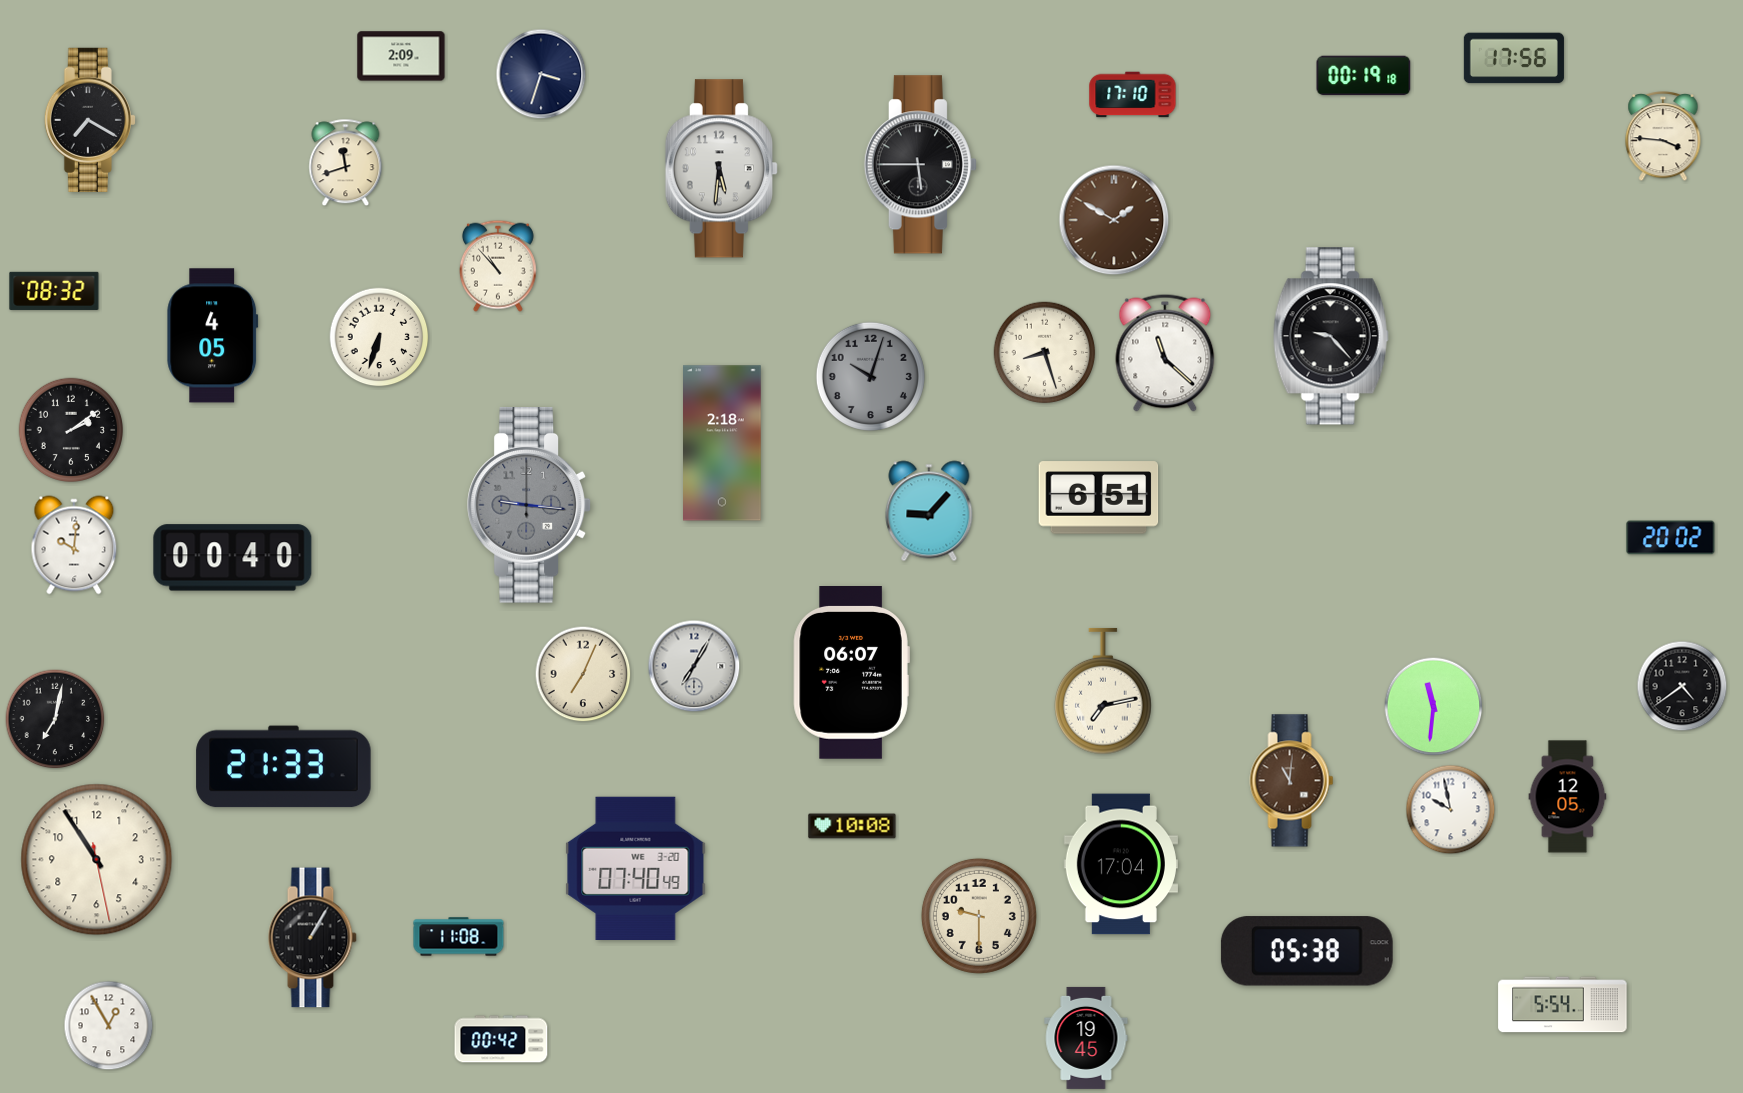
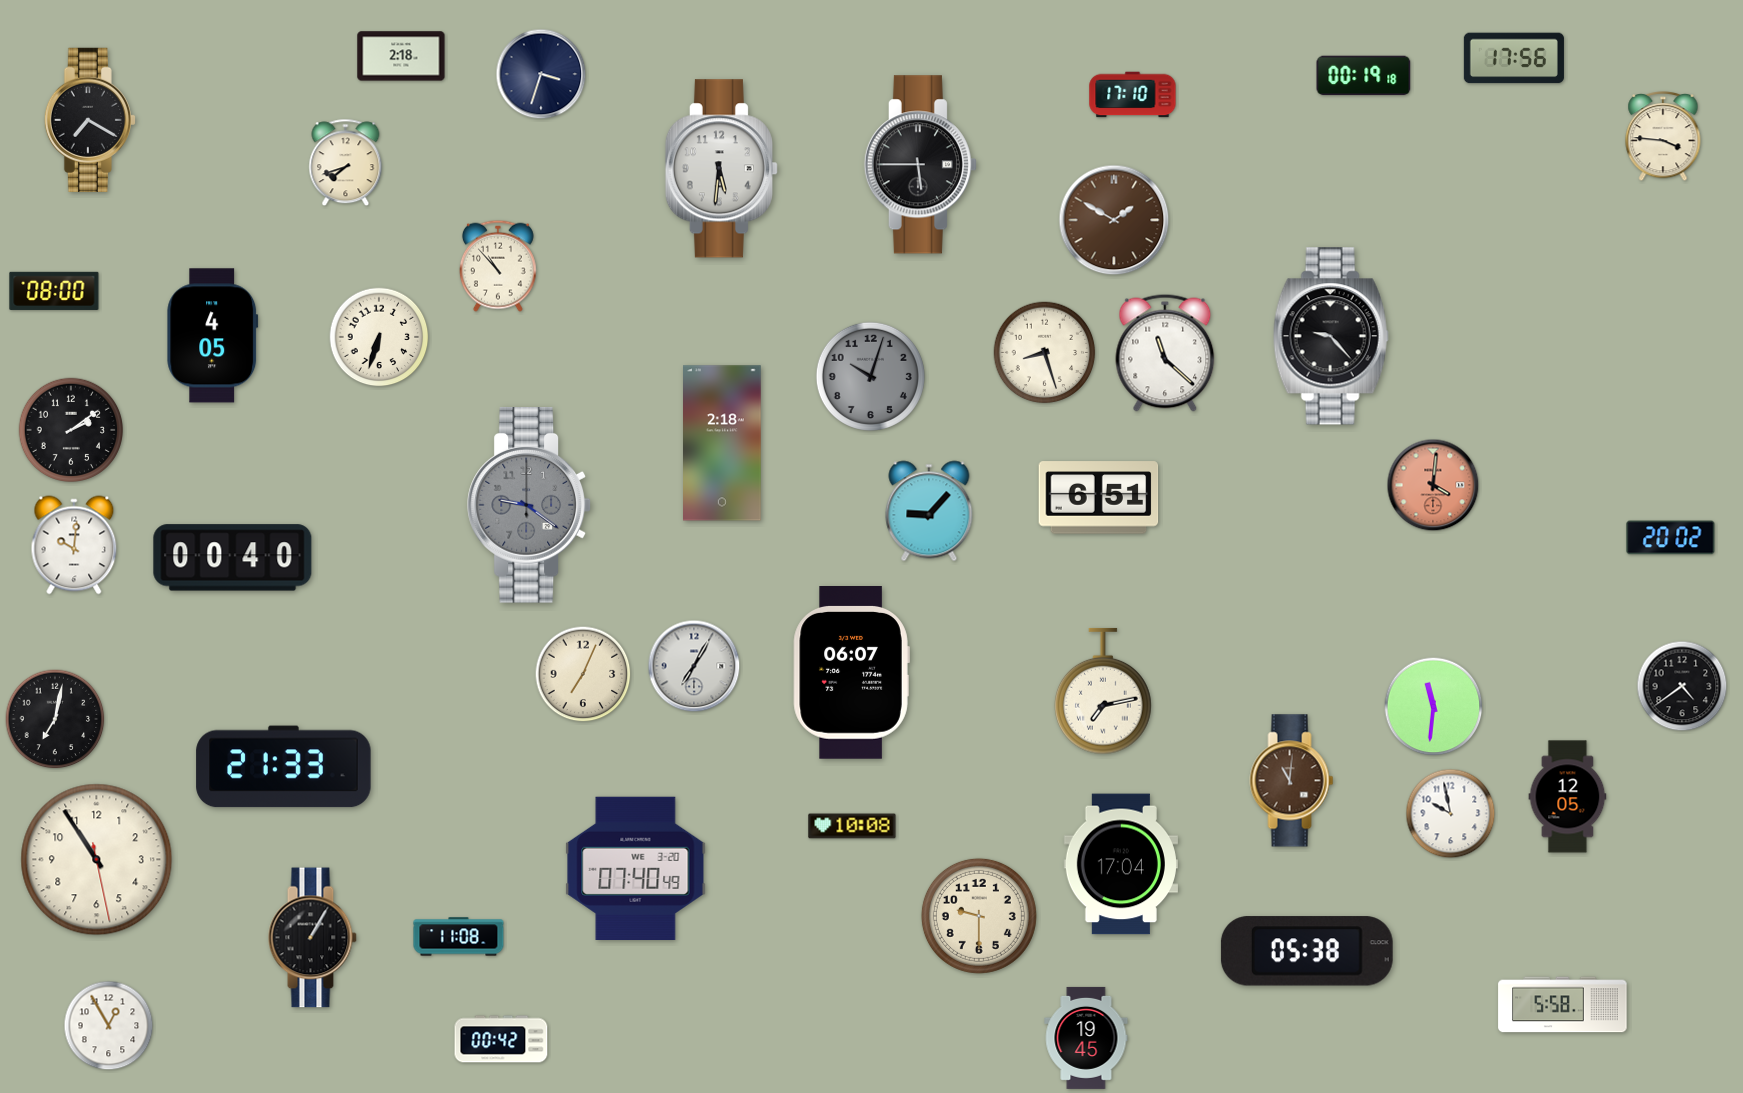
clock at (401, 56): 2:09 -> 2:18
clock at (346, 163): 11:42 -> 7:42
clock at (54, 291): 08:32 -> 08:00
clock at (1433, 485): none -> 4:01
clock at (529, 506): 9:16 -> 9:21
clock at (1451, 810) position: (1451, 810) -> (1451, 814)
clock at (1563, 1005): 5:54 -> 5:58
